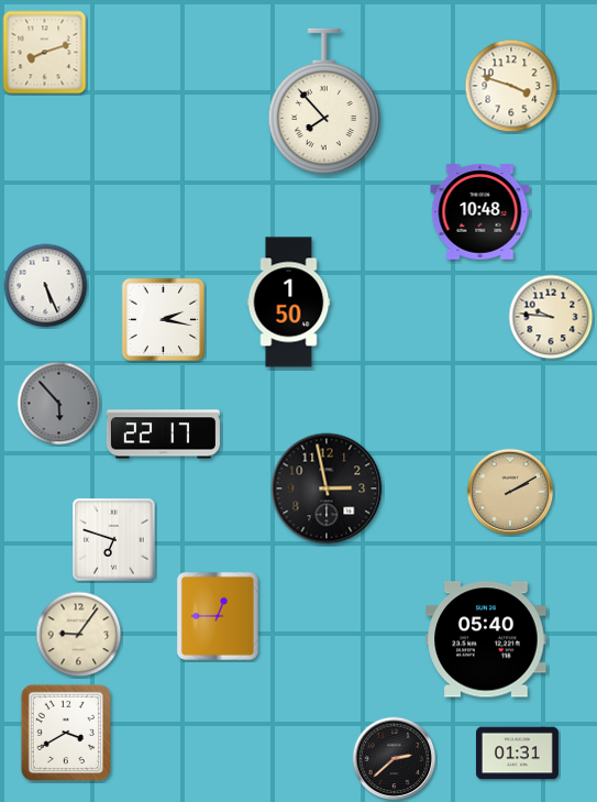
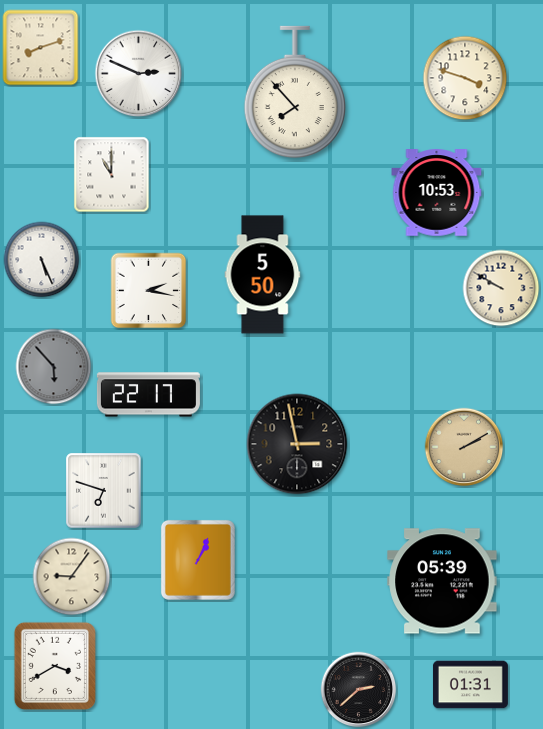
clock at (139, 74): none -> 2:49
clock at (112, 175): none -> 11:00
clock at (480, 212): 10:48 -> 10:53
clock at (289, 303): 1:50 -> 5:50
clock at (551, 317): 9:46 -> 9:50
clock at (218, 616): 12:45 -> 1:04
clock at (486, 639): 05:40 -> 05:39
clock at (66, 733) position: (66, 733) -> (55, 666)
